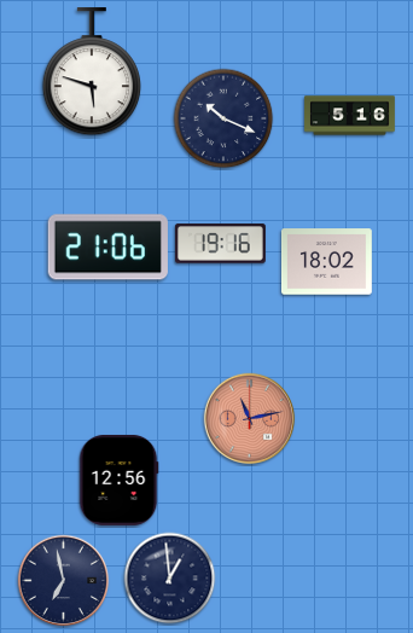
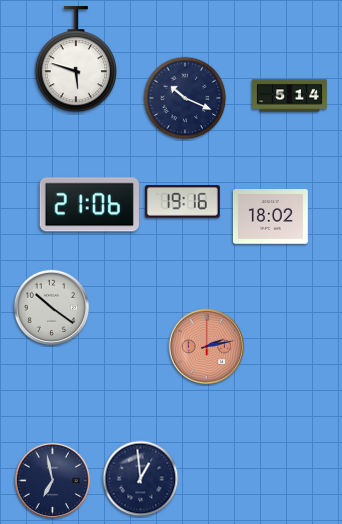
clock at (350, 116): 5:16 -> 5:14
clock at (52, 308): none -> 10:21
clock at (250, 419): 11:13 -> 2:13
clock at (118, 480): 12:56 -> none
